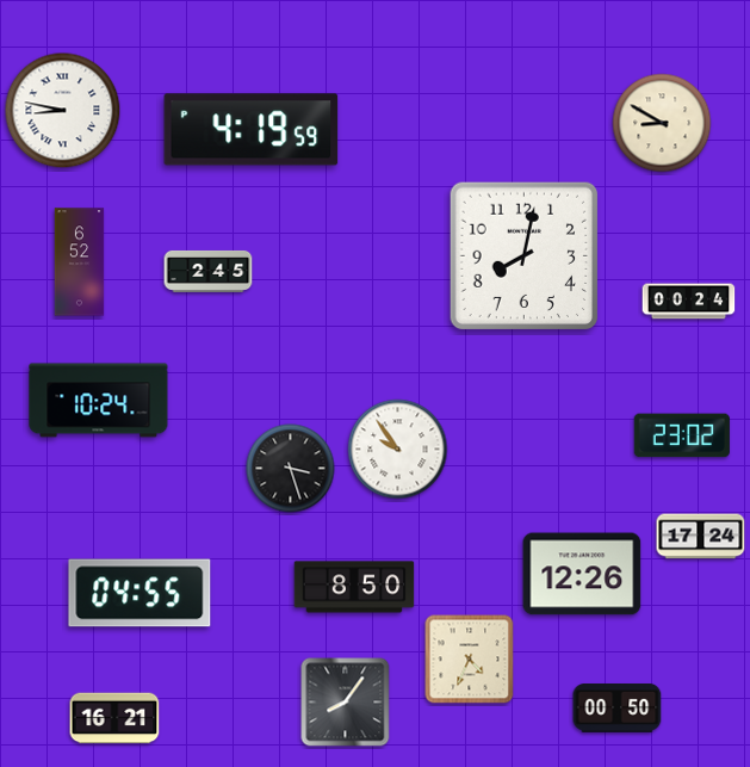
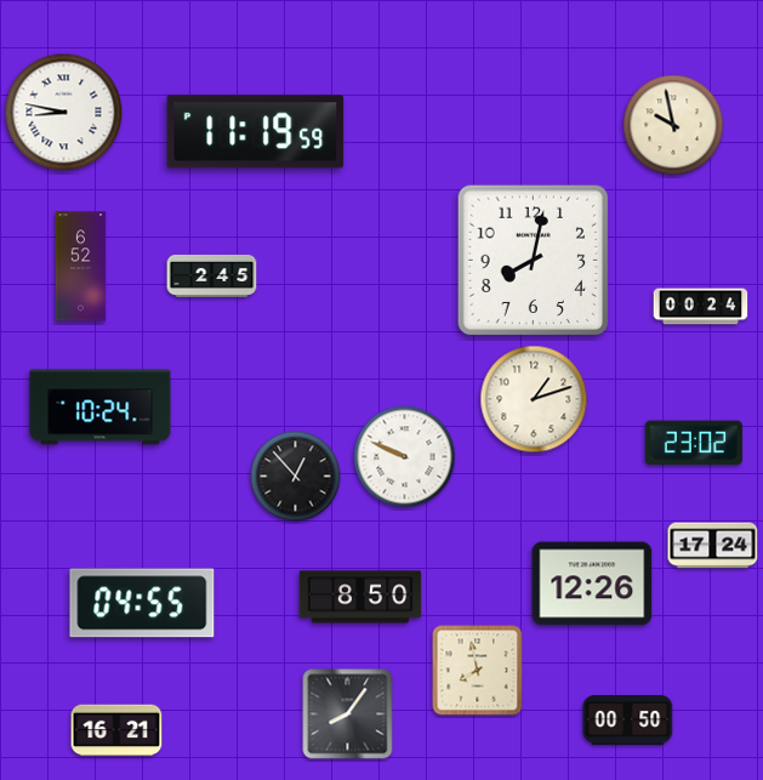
clock at (662, 123): 8:50 -> 9:58
clock at (252, 130): 4:19 -> 11:19
clock at (534, 399): none -> 1:12
clock at (398, 450): 9:54 -> 9:49
clock at (291, 469): 3:27 -> 12:53
clock at (470, 660): 4:34 -> 7:58
clock at (346, 703) position: (346, 703) -> (348, 714)
